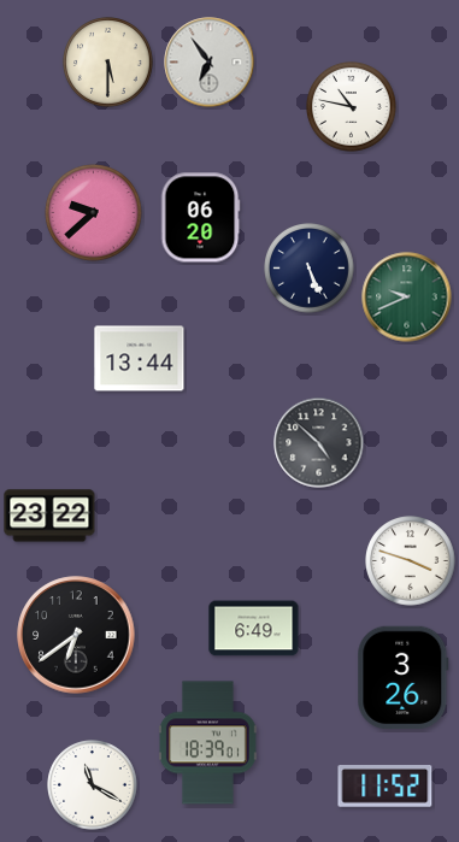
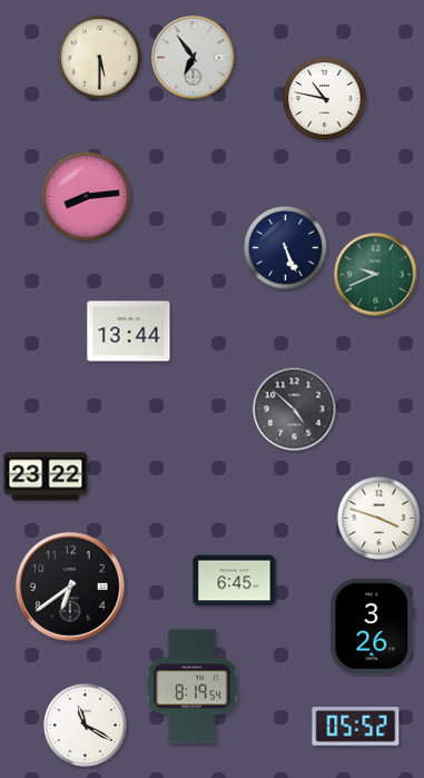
clock at (94, 213): 9:38 -> 8:14
clock at (200, 218): 06:20 -> none
clock at (254, 629): 6:49 -> 6:45
clock at (207, 743): 18:39 -> 8:19
clock at (386, 787): 11:52 -> 05:52
